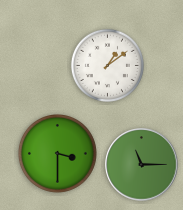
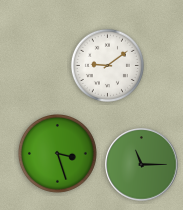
clock at (107, 65): 1:09 -> 9:09
clock at (58, 154): 3:30 -> 3:27
